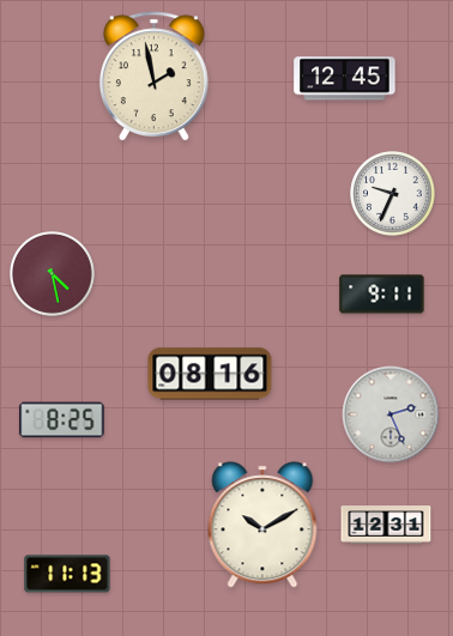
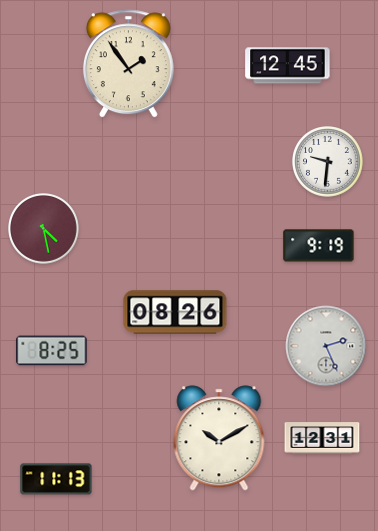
clock at (153, 77): 1:58 -> 1:54
clock at (393, 194): 9:34 -> 9:31
clock at (382, 295): 9:11 -> 9:19
clock at (210, 374): 08:16 -> 08:26
